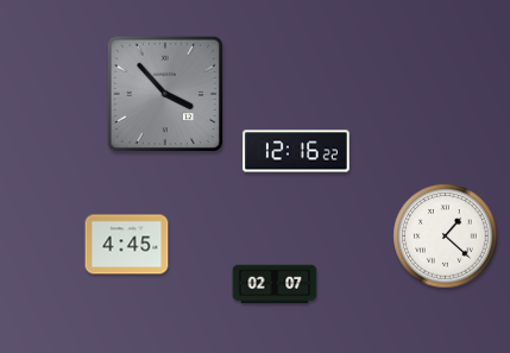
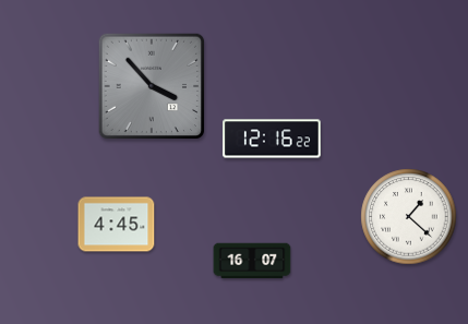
clock at (275, 284): 02:07 -> 16:07
